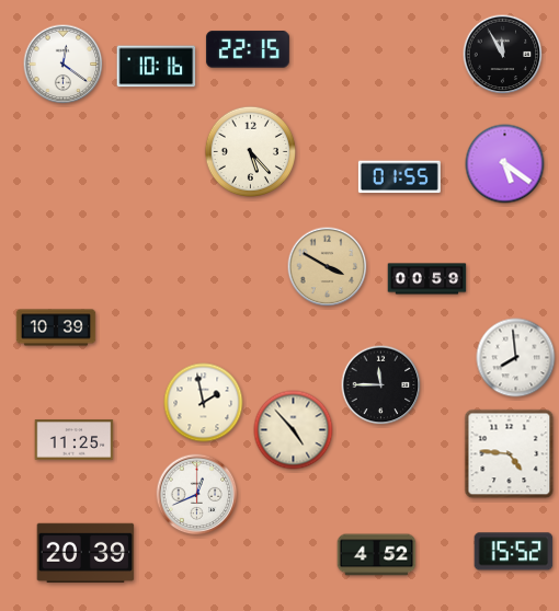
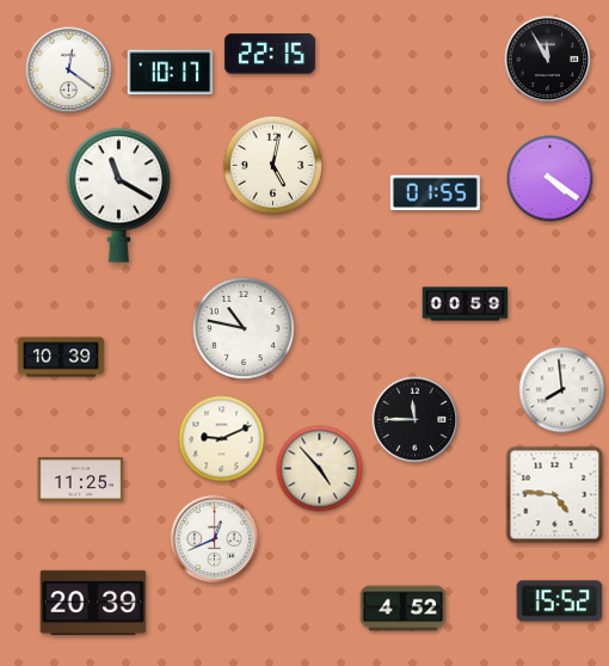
clock at (157, 67): 10:16 -> 10:17
clock at (251, 152): 5:23 -> 5:02
clock at (505, 164): 5:21 -> 4:21
clock at (119, 195): none -> 11:20
clock at (328, 267): 3:50 -> none
clock at (244, 328): none -> 10:47
clock at (204, 403): 1:58 -> 9:11
clock at (377, 555) position: (377, 555) -> (404, 609)
